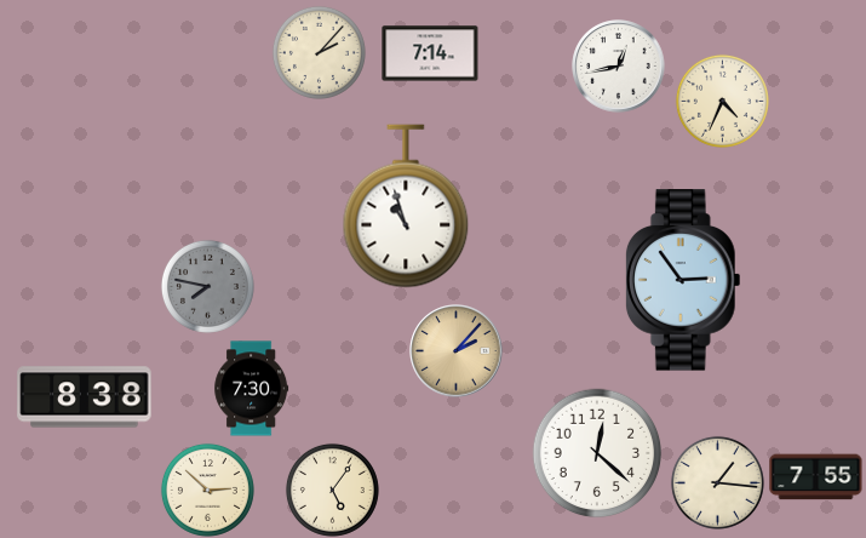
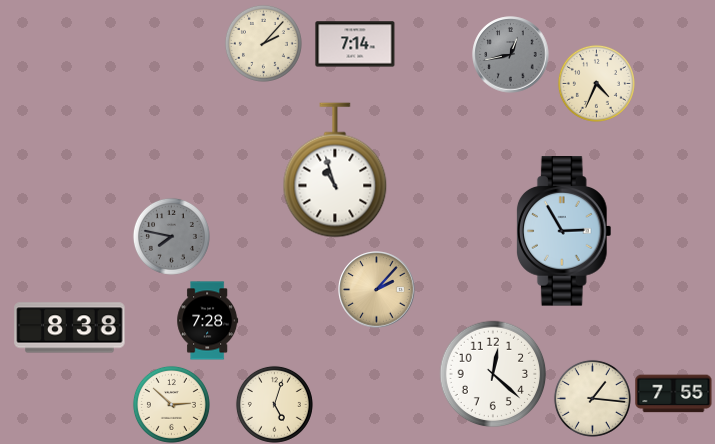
clock at (619, 67) dial: white -> grey
clock at (683, 280): 2:54 -> 2:55
clock at (252, 389): 7:30 -> 7:28
clock at (332, 490): 5:06 -> 5:03
